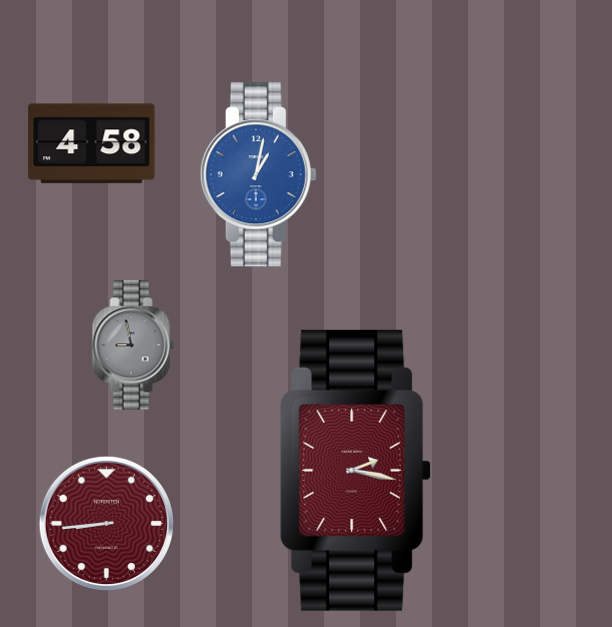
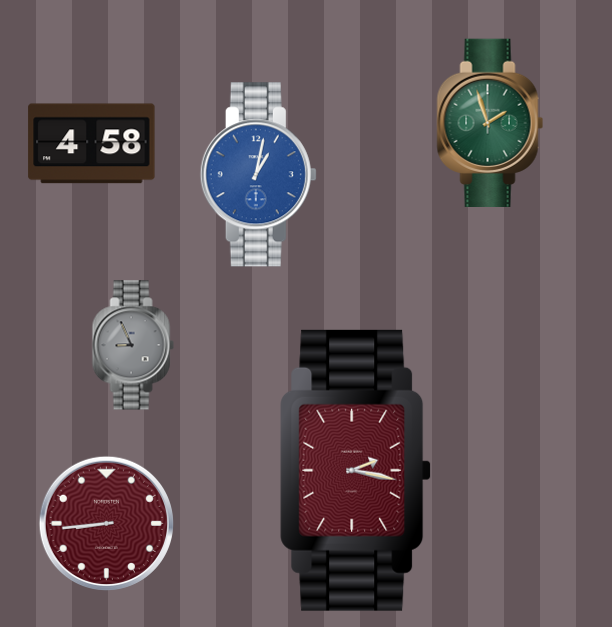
clock at (490, 122): none -> 1:57
clock at (133, 345): 8:58 -> 8:56
